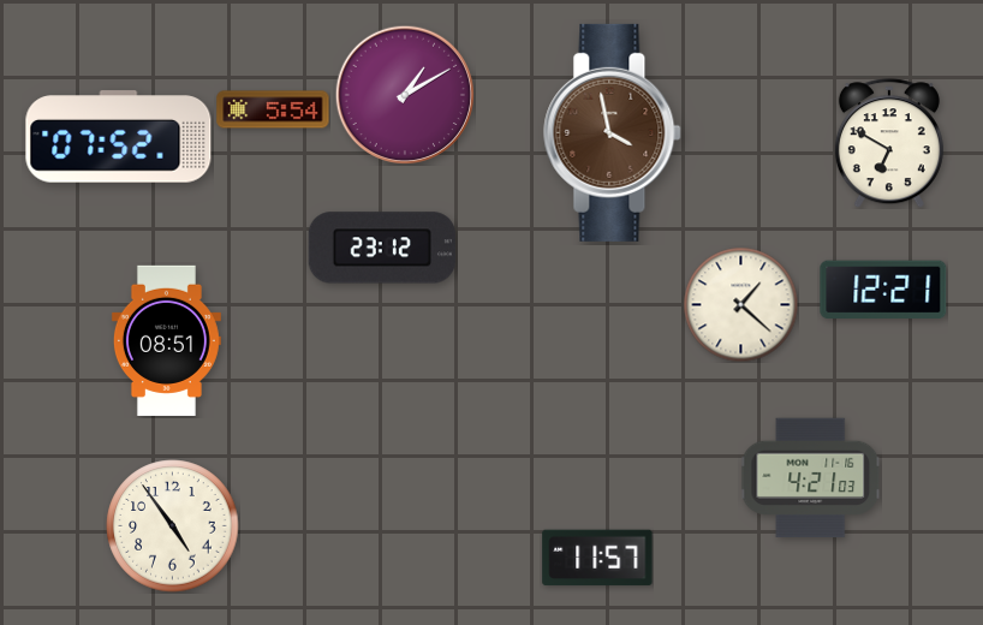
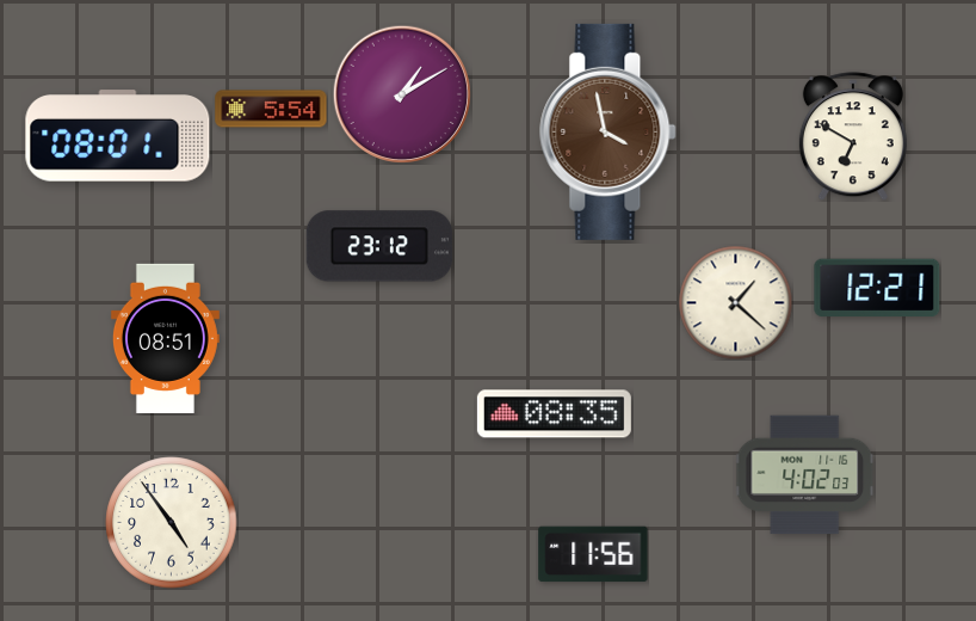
clock at (119, 137): 07:52 -> 08:01
clock at (889, 143) position: (889, 143) -> (853, 136)
clock at (554, 414): none -> 08:35
clock at (811, 478): 4:21 -> 4:02
clock at (597, 558): 11:57 -> 11:56
